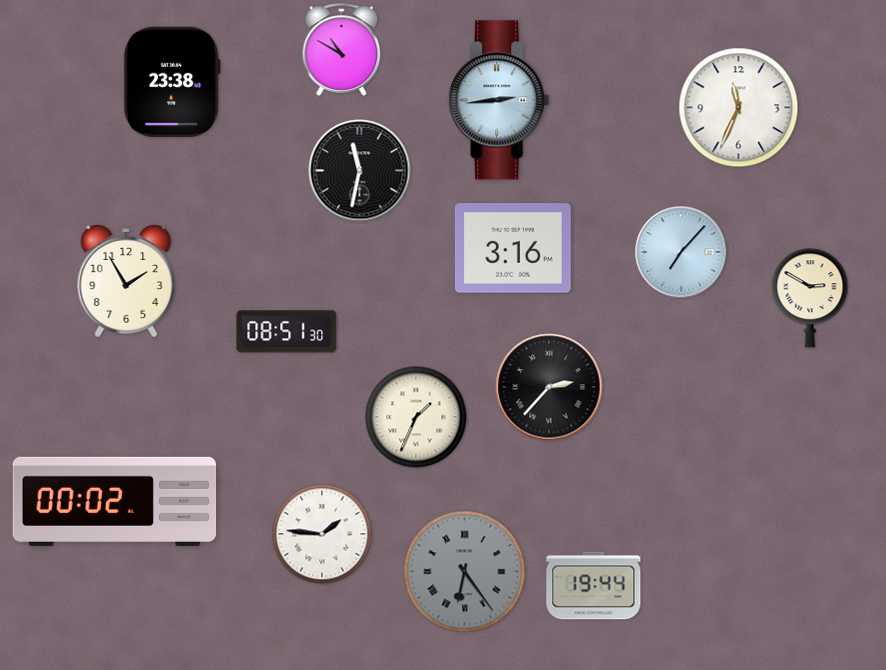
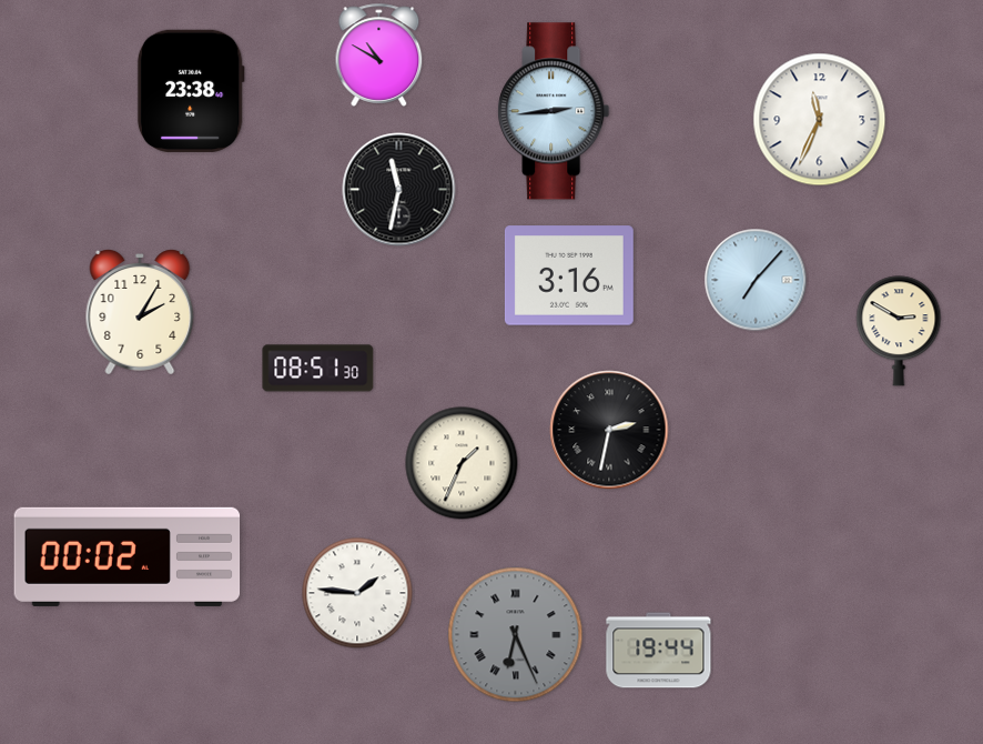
clock at (126, 282): 1:55 -> 2:05
clock at (549, 387): 2:37 -> 2:32
clock at (465, 572): 6:24 -> 6:26
